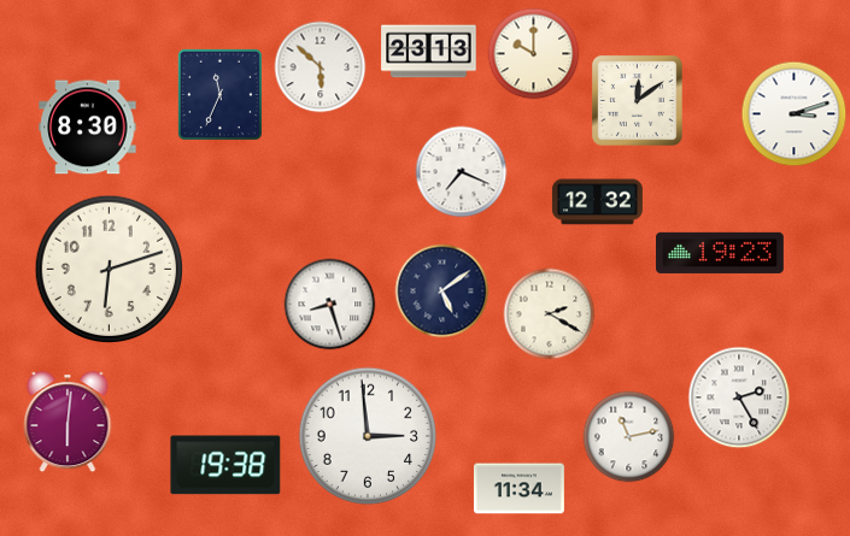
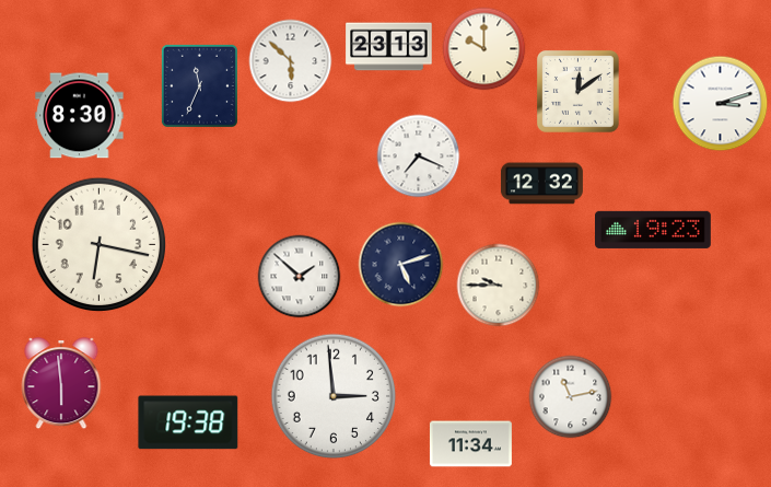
clock at (110, 270): 6:12 -> 6:17
clock at (442, 291): 5:09 -> 5:12
clock at (330, 305): 8:27 -> 1:52
clock at (550, 314): 2:20 -> 9:45
clock at (739, 397): 2:25 -> none
clock at (68, 423): 6:01 -> 5:59
clock at (225, 465) position: (225, 465) -> (188, 422)
